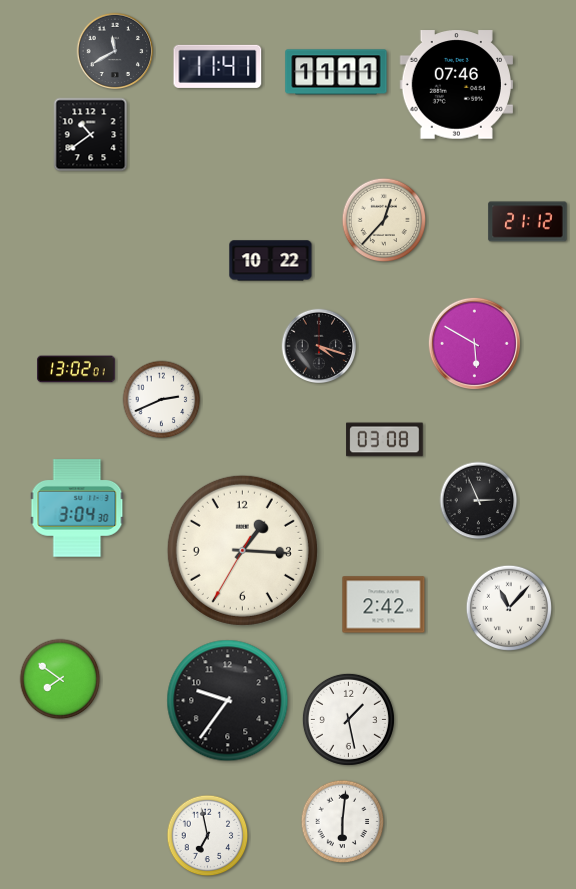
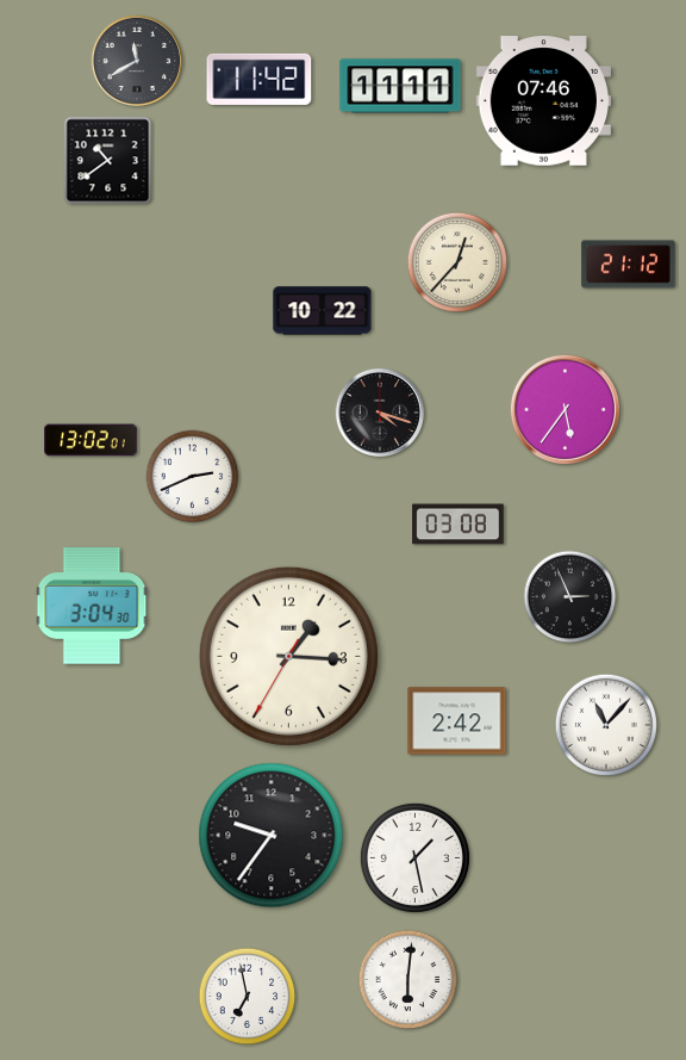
clock at (218, 66): 11:41 -> 11:42
clock at (474, 343): 5:50 -> 5:36
clock at (60, 679): 7:51 -> none
